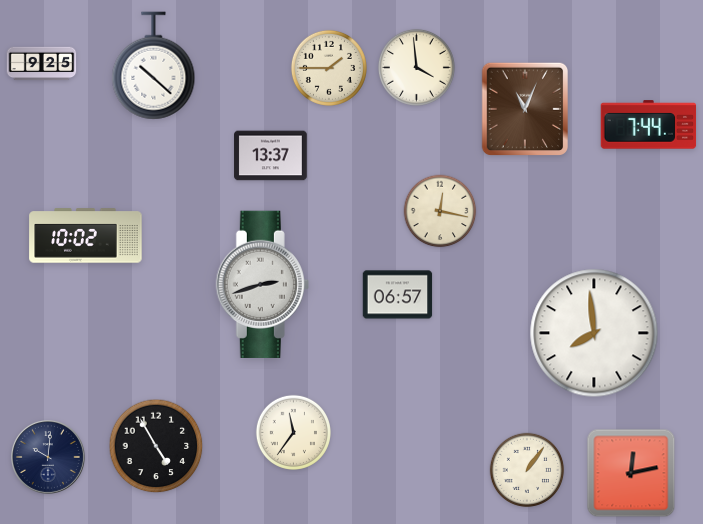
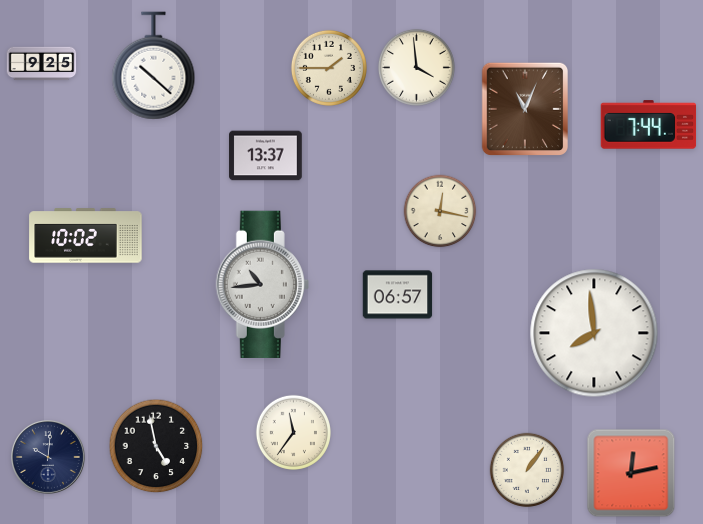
clock at (271, 156) position: (271, 156) -> (266, 156)
clock at (262, 284): 2:42 -> 10:44
clock at (156, 446): 4:55 -> 4:58
